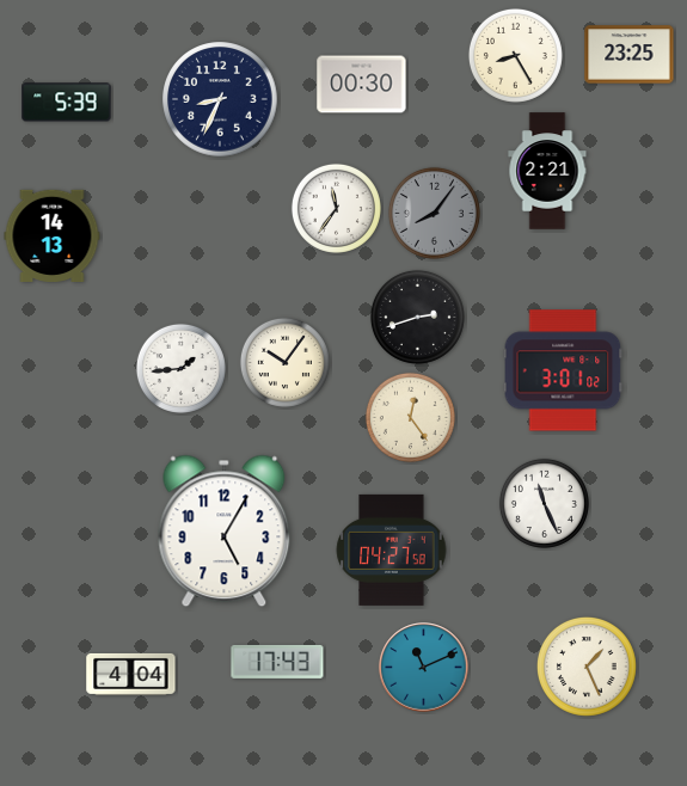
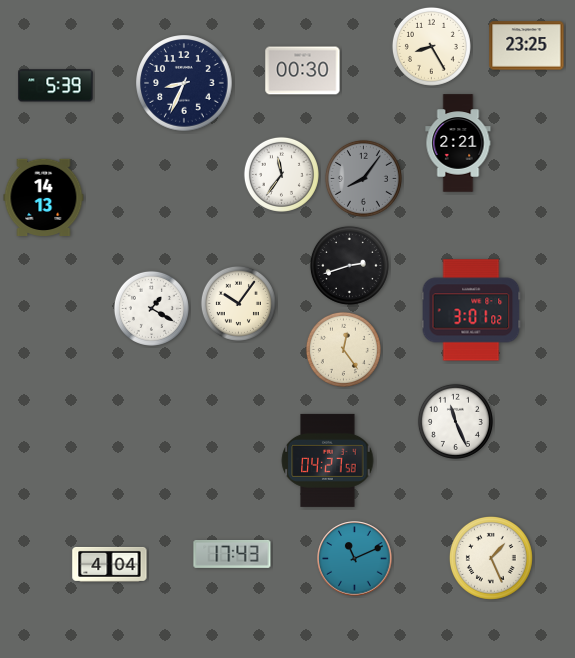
clock at (180, 368): 1:44 -> 1:20
clock at (225, 532): 5:05 -> none
